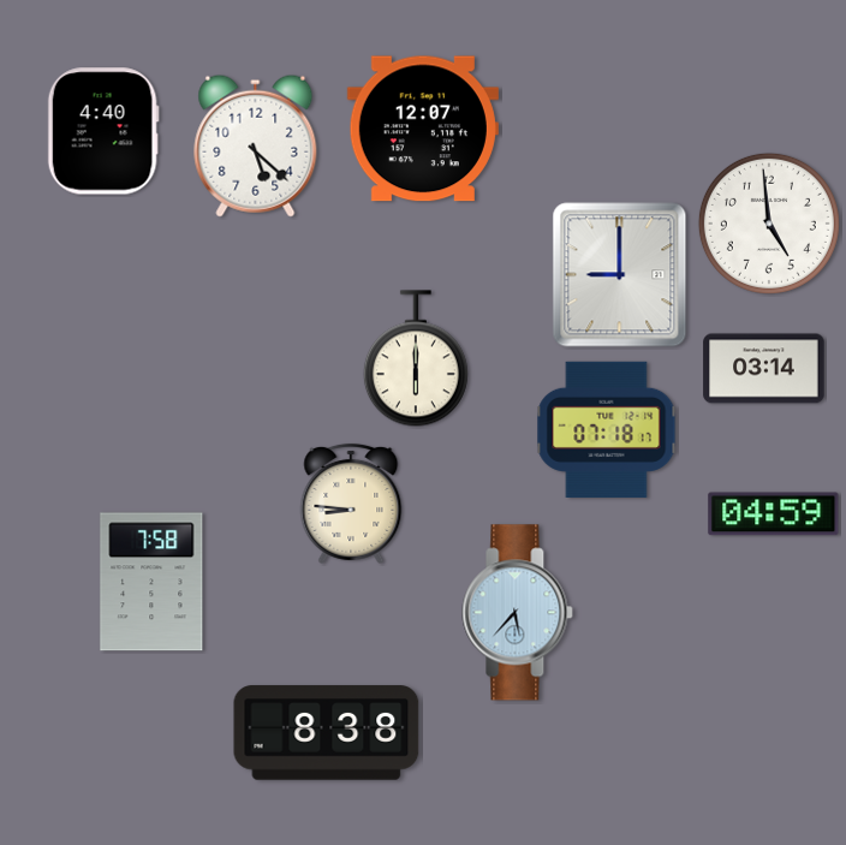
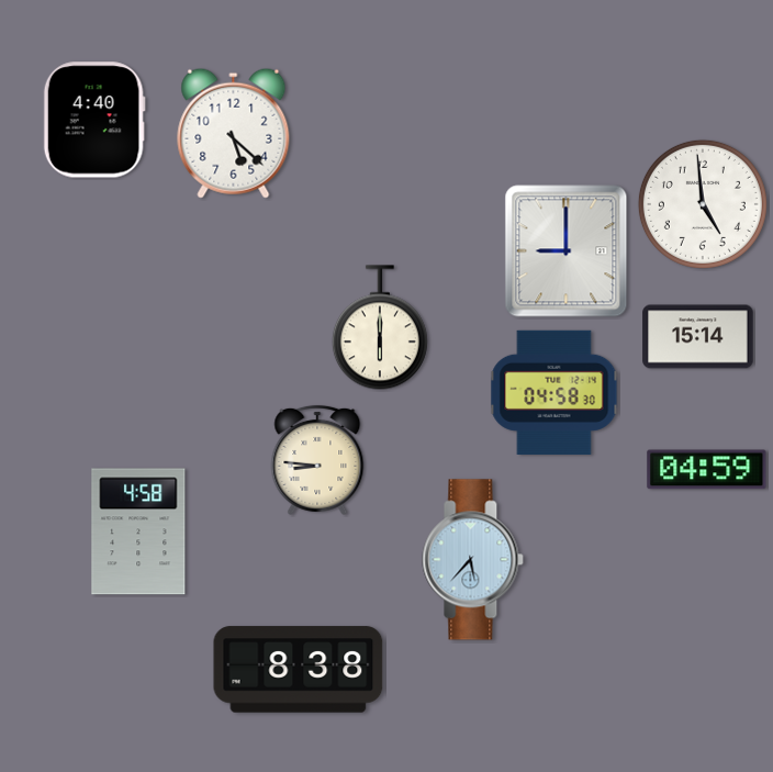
clock at (423, 129): 12:07 -> none
clock at (764, 369): 03:14 -> 15:14
clock at (607, 429): 07:18 -> 04:58
clock at (351, 504) position: (351, 504) -> (317, 460)
clock at (151, 582): 7:58 -> 4:58
